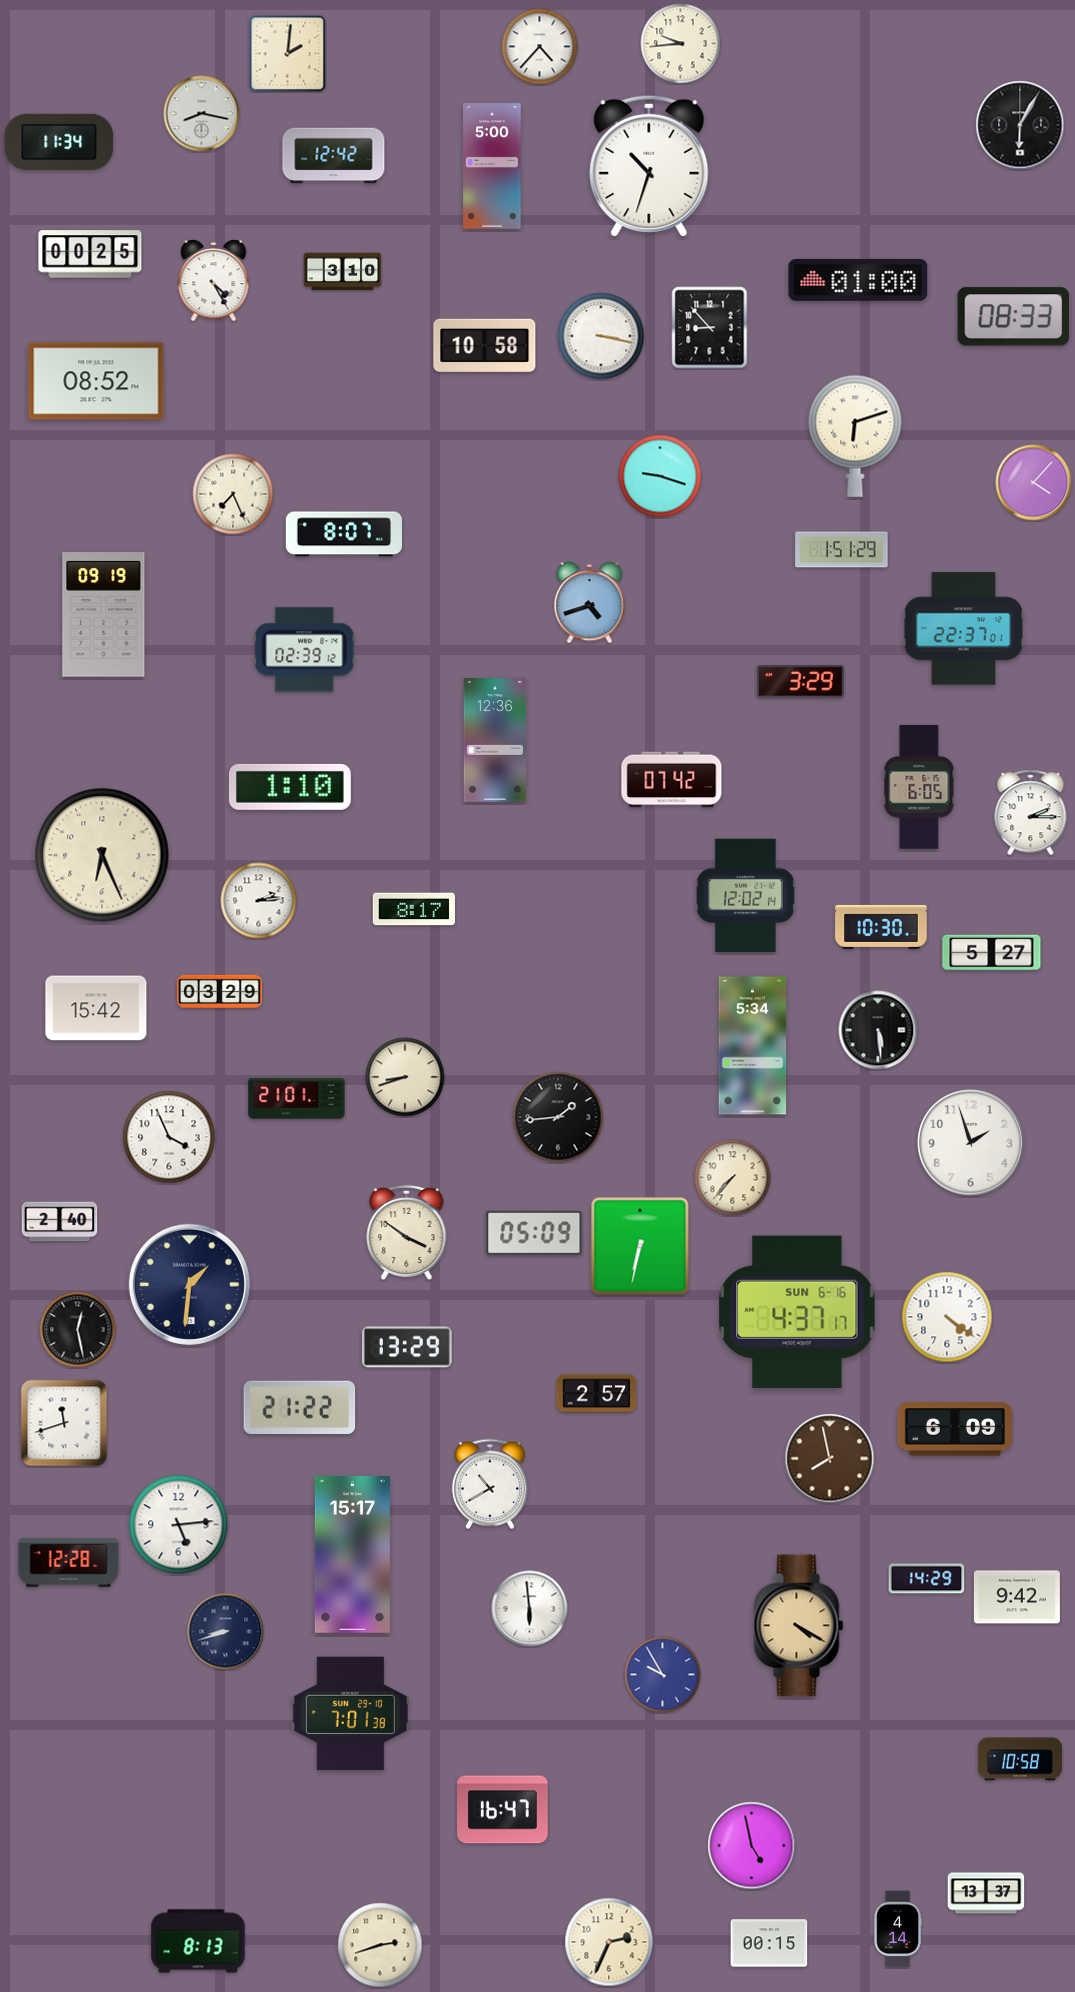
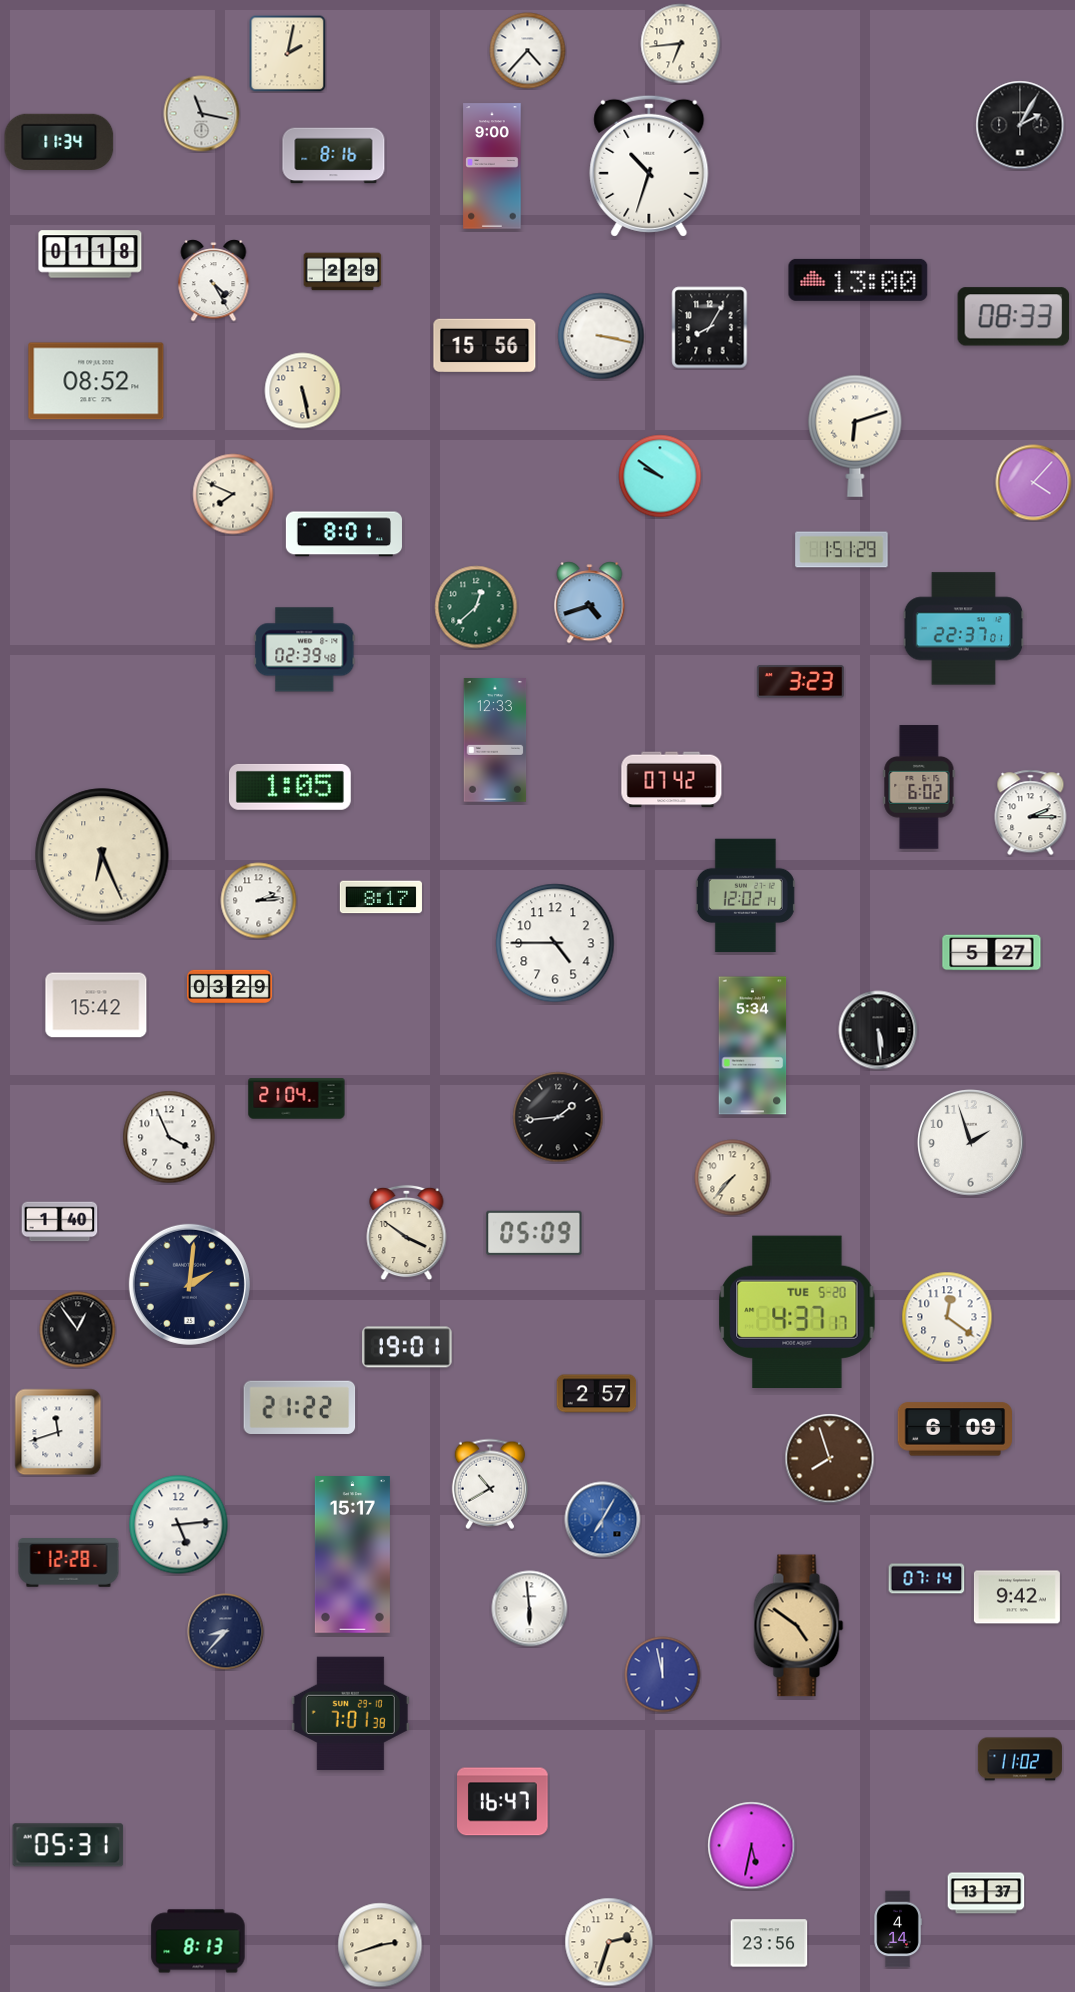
clock at (681, 44): 9:44 -> 6:44
clock at (540, 47) position: (540, 47) -> (528, 51)
clock at (288, 54): 2:01 -> 2:02
clock at (202, 114): 8:17 -> 11:17
clock at (1020, 125): 6:05 -> 2:05
clock at (334, 156): 12:42 -> 8:16
clock at (492, 166): 5:00 -> 9:00
clock at (90, 254): 00:25 -> 01:18
clock at (343, 272): 3:10 -> 2:29
clock at (858, 280): 01:00 -> 13:00
clock at (710, 328): 8:53 -> 8:05
clock at (485, 345): 10:58 -> 15:56
clock at (303, 391): none -> 5:28
clock at (660, 476): 9:18 -> 9:51
clock at (233, 494): 7:26 -> 7:49
clock at (344, 534): 8:07 -> 8:01
clock at (476, 607): none -> 12:38
clock at (104, 615): 09:19 -> none
clock at (305, 650): 02:39:12 -> 02:39:48
clock at (800, 682): 3:29 -> 3:23
clock at (495, 740): 12:36 -> 12:33
clock at (290, 787): 1:10 -> 1:05
clock at (919, 787): 6:05 -> 6:02
clock at (414, 909) position: (414, 909) -> (381, 897)
clock at (881, 927): 10:30 -> none
clock at (555, 943): none -> 4:45
clock at (219, 991) position: (219, 991) -> (229, 986)
clock at (96, 1008) position: (96, 1008) -> (96, 1005)
clock at (405, 1077): 8:42 -> none
clock at (297, 1099): 21:01 -> 21:04
clock at (60, 1222): 2:40 -> 1:40
clock at (640, 1246): 6:32 -> none
clock at (189, 1284): 1:31 -> 2:01
clock at (797, 1311) date: SUN 6-16 -> TUE 5-20
clock at (947, 1317): 4:21 -> 12:21
clock at (78, 1330): 12:28 -> 12:54
clock at (408, 1347): 13:29 -> 19:01
clock at (64, 1423) position: (64, 1423) -> (58, 1432)
clock at (830, 1459): 7:58 -> 7:57
clock at (603, 1520): none -> 7:05
clock at (927, 1579): 14:29 -> 07:14
clock at (799, 1626): 4:20 -> 4:51
clock at (226, 1632): 8:42 -> 8:37
clock at (663, 1675): 9:55 -> 11:58
clock at (1020, 1759): 10:58 -> 11:02
clock at (503, 1810) position: (503, 1810) -> (503, 1802)
clock at (68, 1845): none -> 05:31
clock at (752, 1846): 4:58 -> 5:32
clock at (609, 1942): 2:34 -> 2:33
clock at (769, 1943): 00:15 -> 23:56
